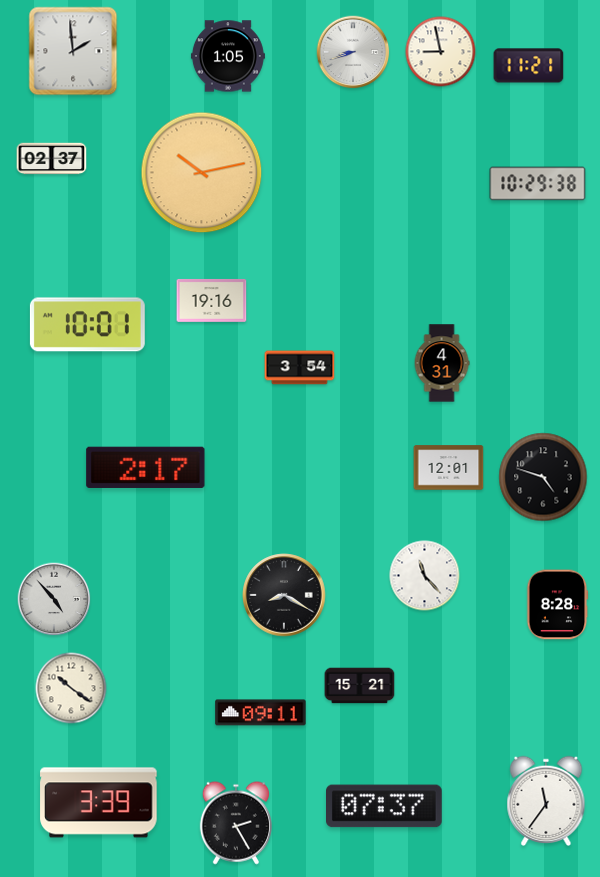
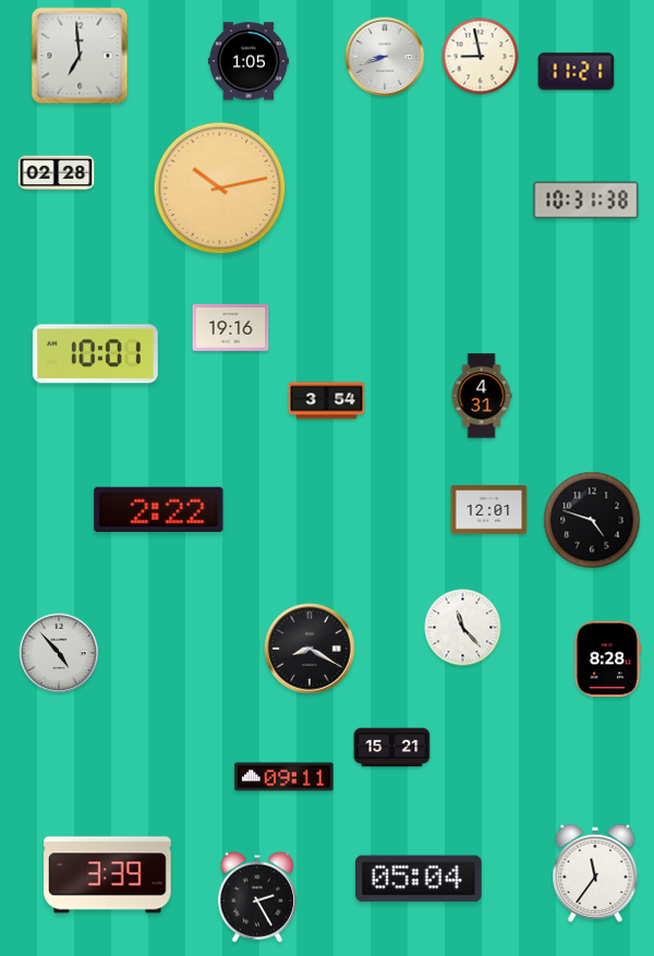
clock at (73, 51): 1:59 -> 6:59
clock at (52, 159): 02:37 -> 02:28
clock at (538, 184): 10:29 -> 10:31
clock at (146, 467): 2:17 -> 2:22
clock at (71, 688): 10:21 -> none
clock at (385, 806): 07:37 -> 05:04
